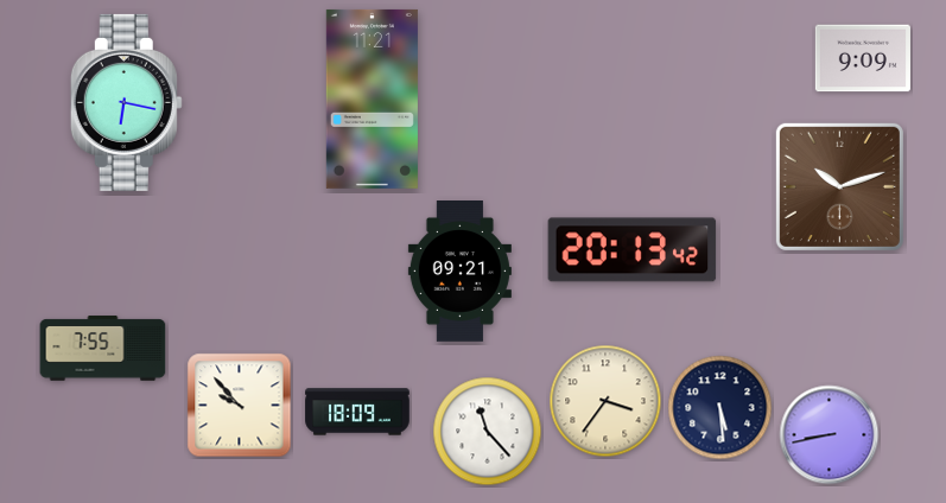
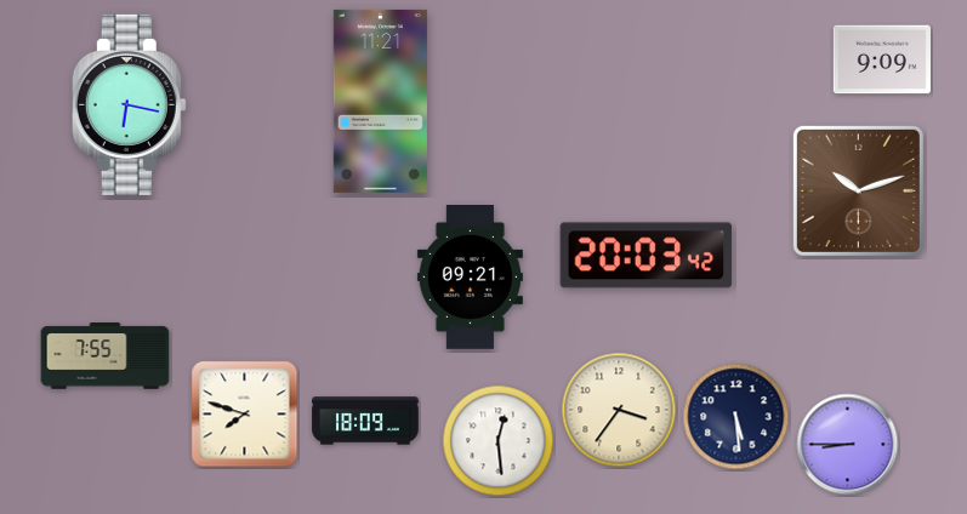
clock at (633, 250): 20:13 -> 20:03
clock at (240, 406): 9:53 -> 7:48
clock at (488, 432): 11:23 -> 12:29
clock at (830, 435): 8:43 -> 8:45
